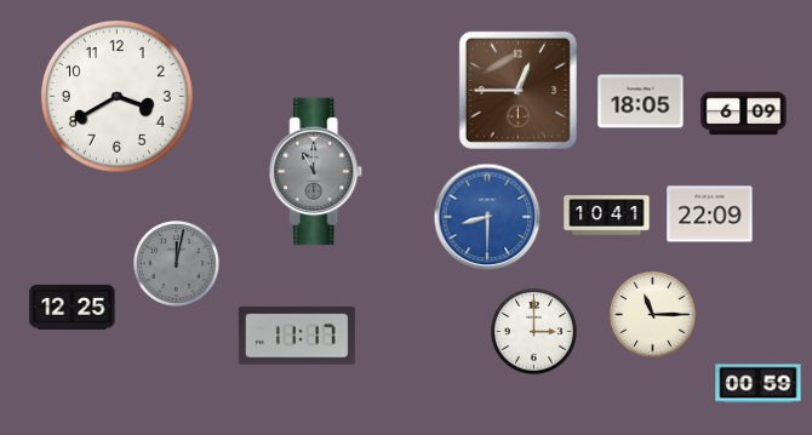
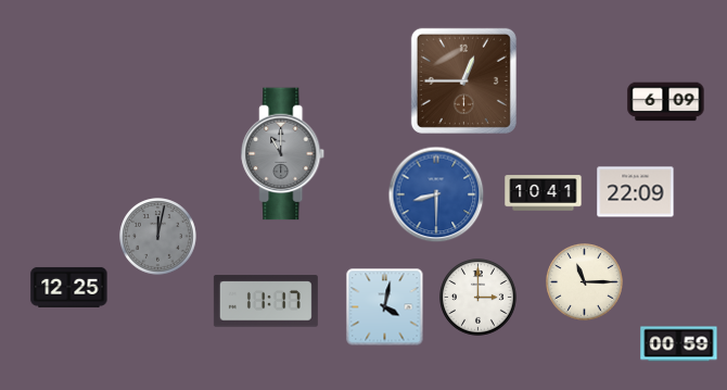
clock at (118, 97): 3:40 -> none
clock at (641, 102): 18:05 -> none
clock at (73, 307) position: (73, 307) -> (69, 287)
clock at (385, 307): none -> 4:02
